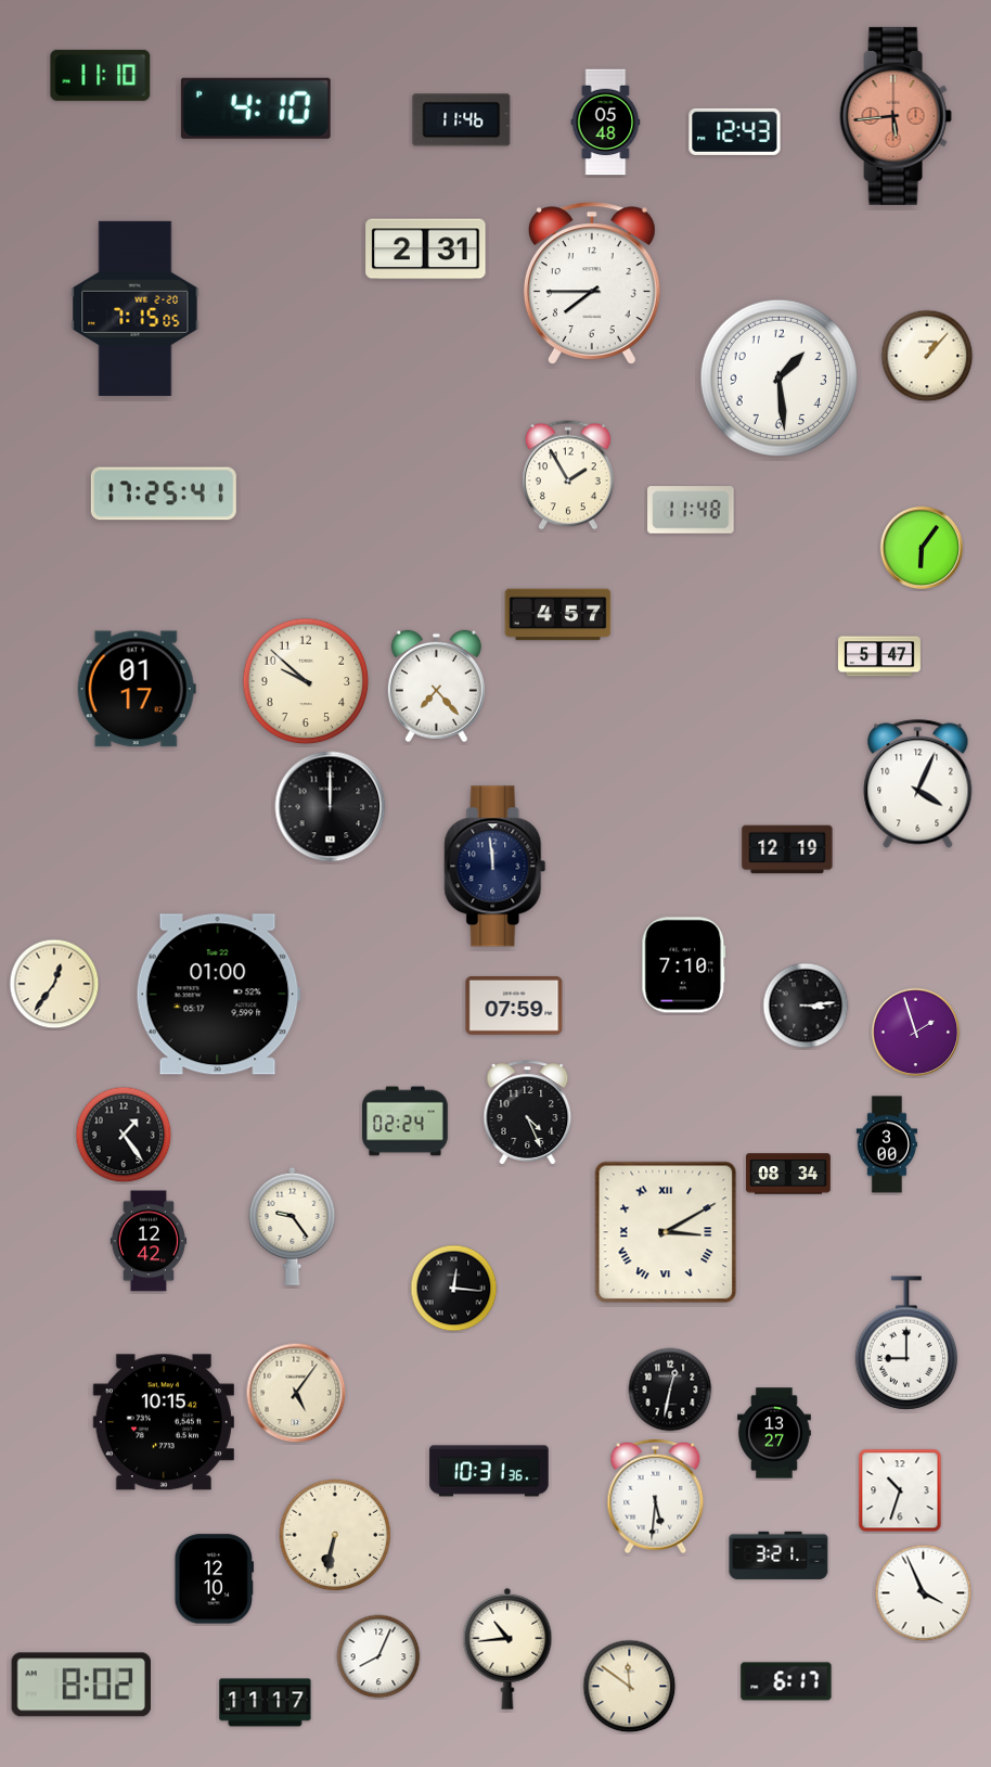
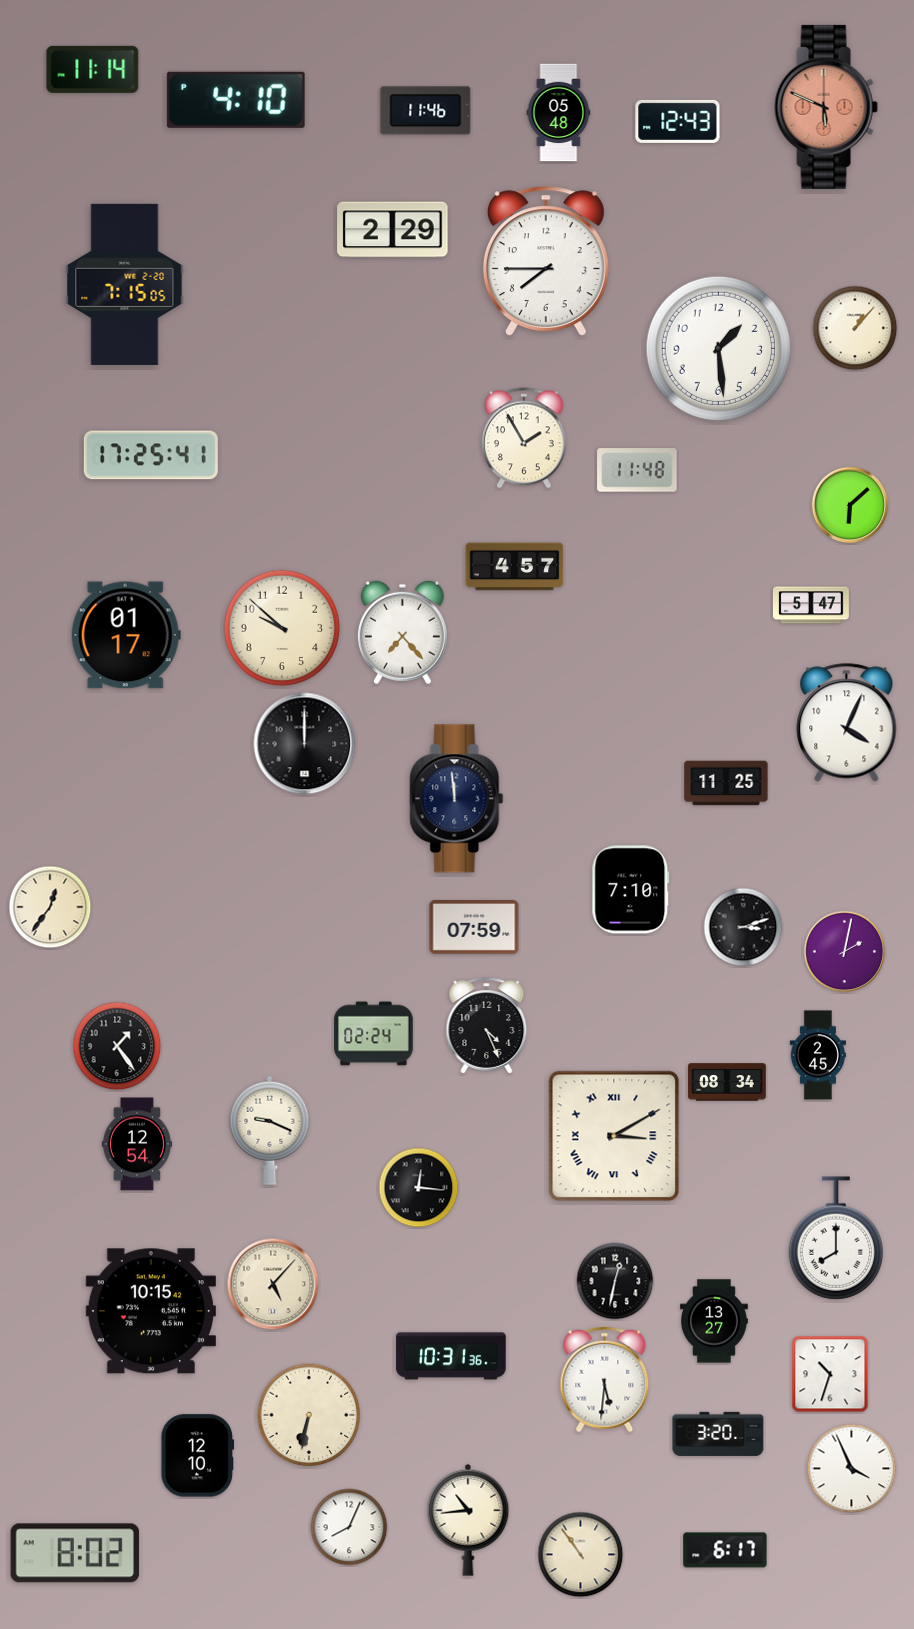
clock at (101, 75): 11:10 -> 11:14
clock at (896, 116): 5:44 -> 5:49
clock at (426, 249): 2:31 -> 2:29
clock at (922, 548): 6:06 -> 6:08
clock at (787, 849): 12:19 -> 11:25
clock at (218, 995): 01:00 -> none
clock at (806, 1006): 3:14 -> 3:12
clock at (916, 1033): 1:57 -> 2:02
clock at (124, 1135) position: (124, 1135) -> (117, 1046)
clock at (886, 1144): 3:00 -> 2:45
clock at (293, 1226): 9:24 -> 9:19
clock at (147, 1241): 12:42 -> 12:54
clock at (905, 1343): 9:00 -> 8:00
clock at (670, 1390) position: (670, 1390) -> (615, 1281)
clock at (296, 1393): 5:06 -> 5:07
clock at (778, 1555): 3:21 -> 3:20
clock at (630, 1687): 11:51 -> 10:54
clock at (266, 1703): 11:17 -> none
